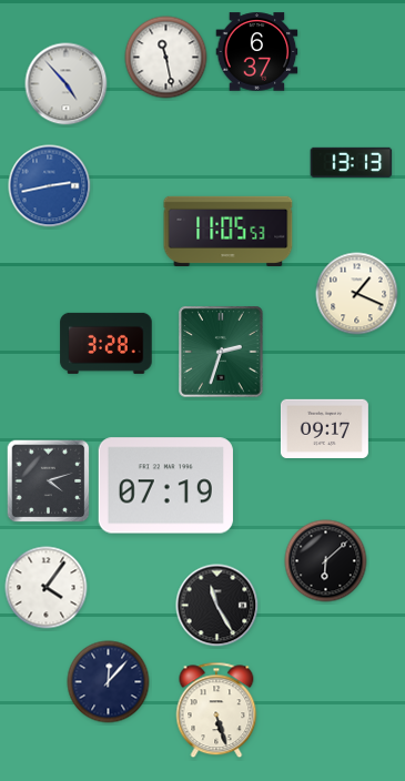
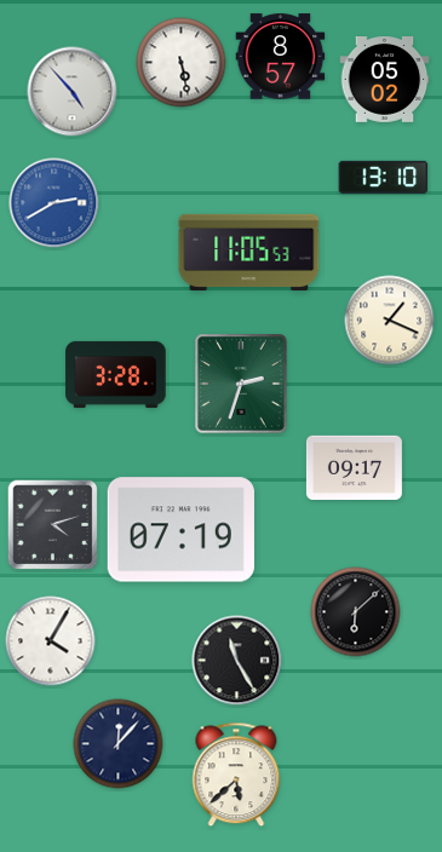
clock at (257, 52): 6:37 -> 8:57
clock at (166, 58): 11:28 -> 5:28
clock at (385, 80): none -> 05:02
clock at (352, 162): 13:13 -> 13:10
clock at (50, 186): 2:43 -> 2:40
clock at (47, 588): 4:06 -> 4:05
clock at (216, 710): 5:27 -> 5:38
